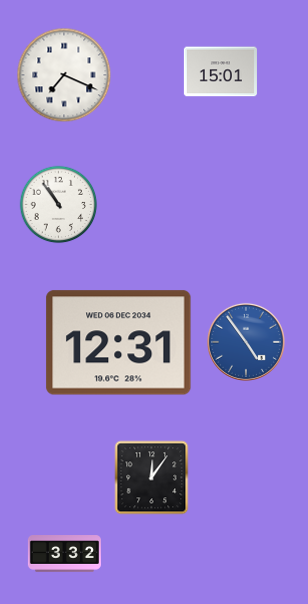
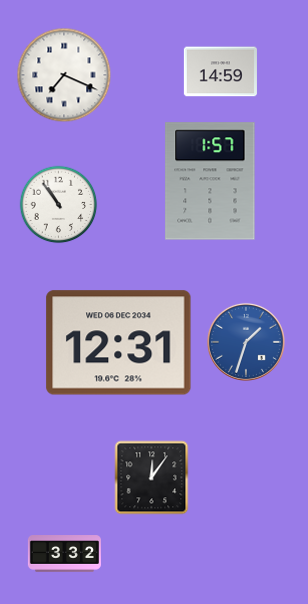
clock at (220, 72): 15:01 -> 14:59
clock at (210, 181): none -> 1:57
clock at (246, 342): 4:54 -> 1:33
